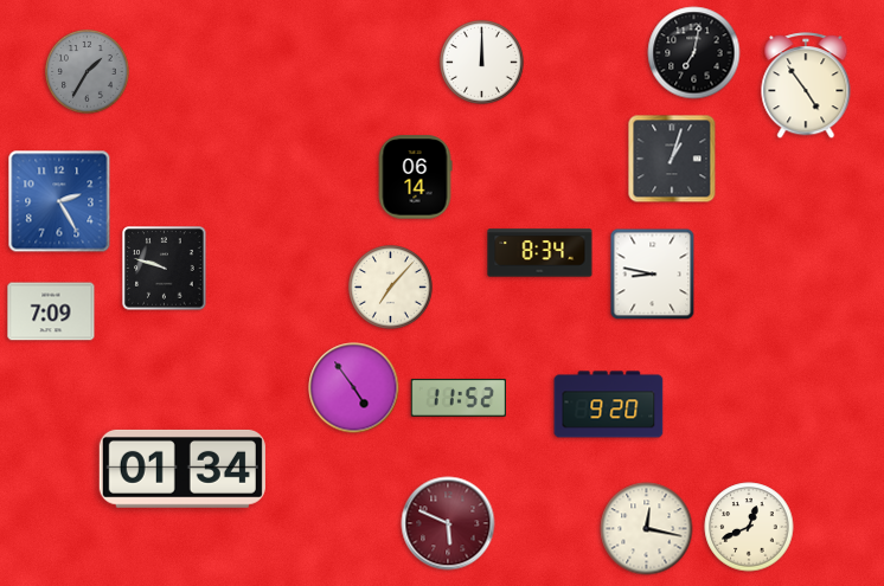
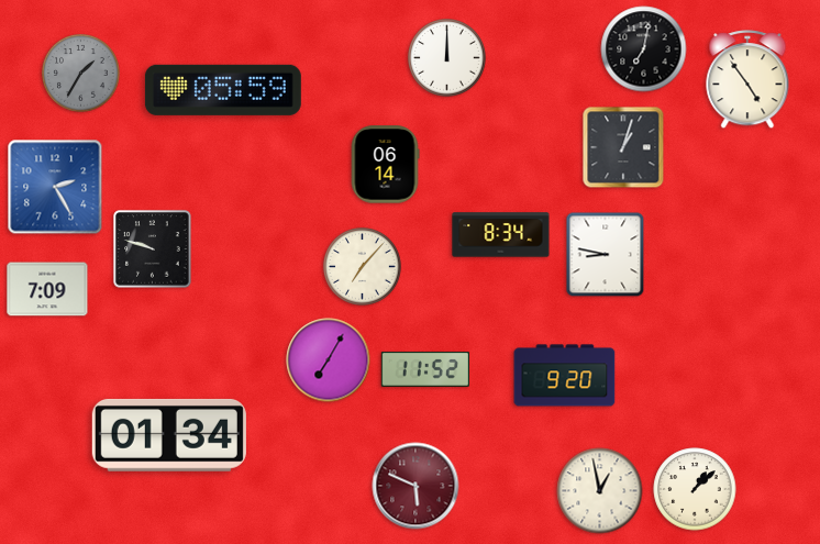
clock at (87, 71) position: (87, 71) -> (80, 73)
clock at (223, 90): none -> 05:59
clock at (354, 388): 4:54 -> 7:05
clock at (749, 527): 12:41 -> 1:08
clock at (647, 529): 12:17 -> 12:58
